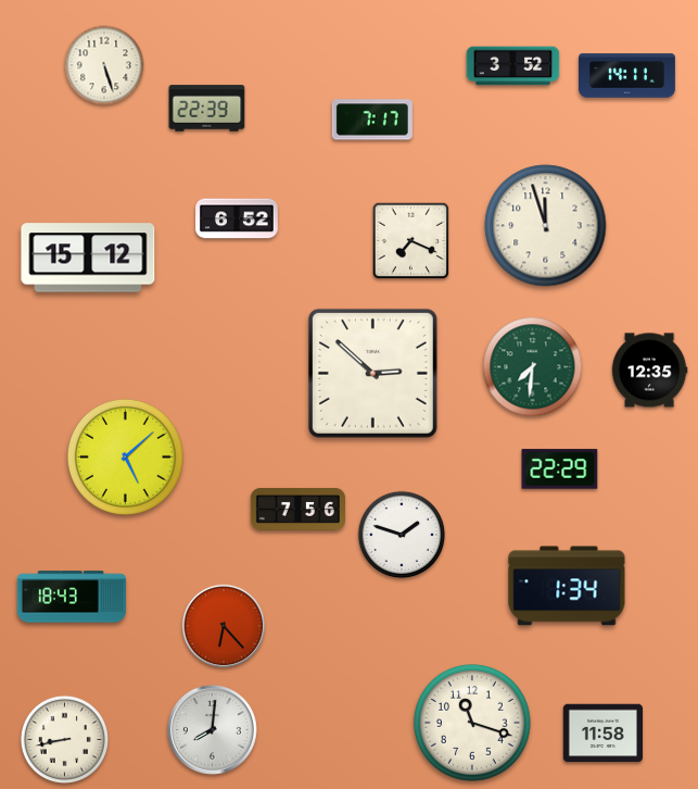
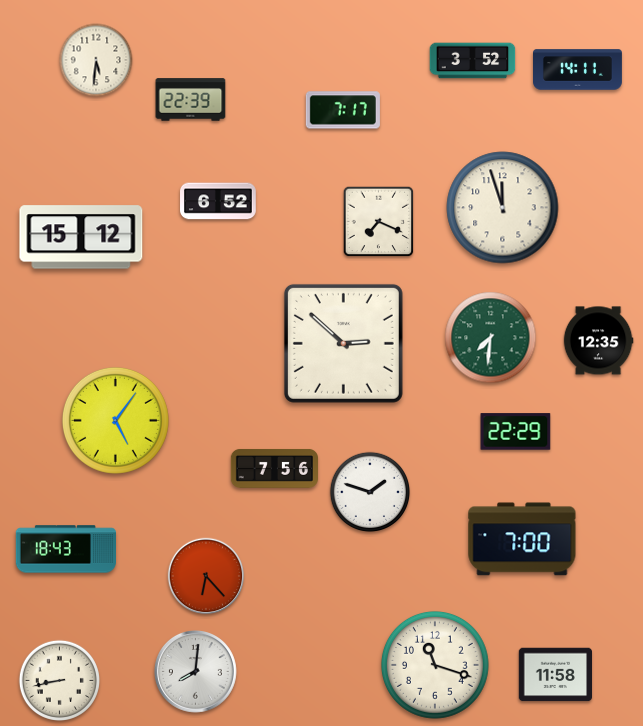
clock at (104, 65): 5:27 -> 5:31
clock at (125, 456): 5:08 -> 5:06
clock at (567, 586): 1:34 -> 7:00
